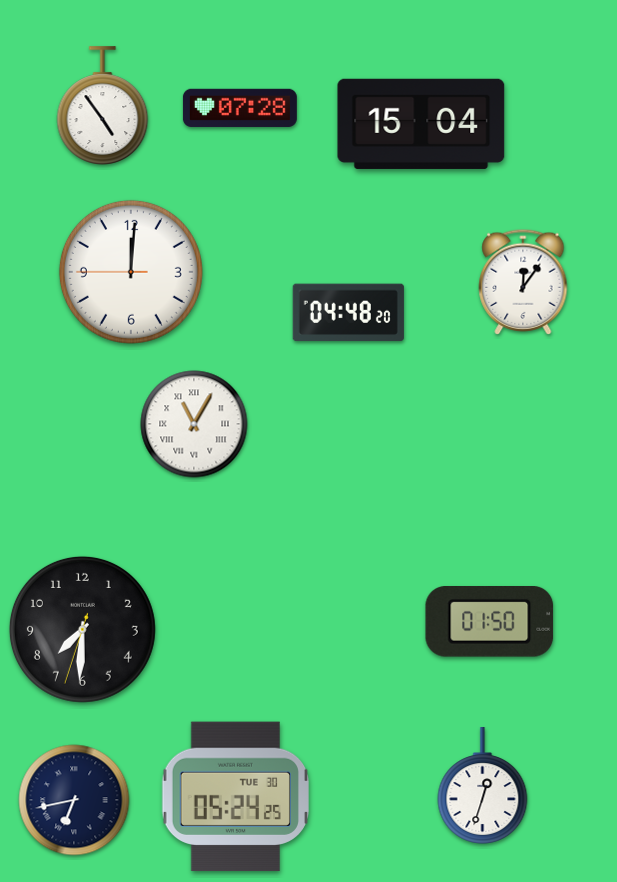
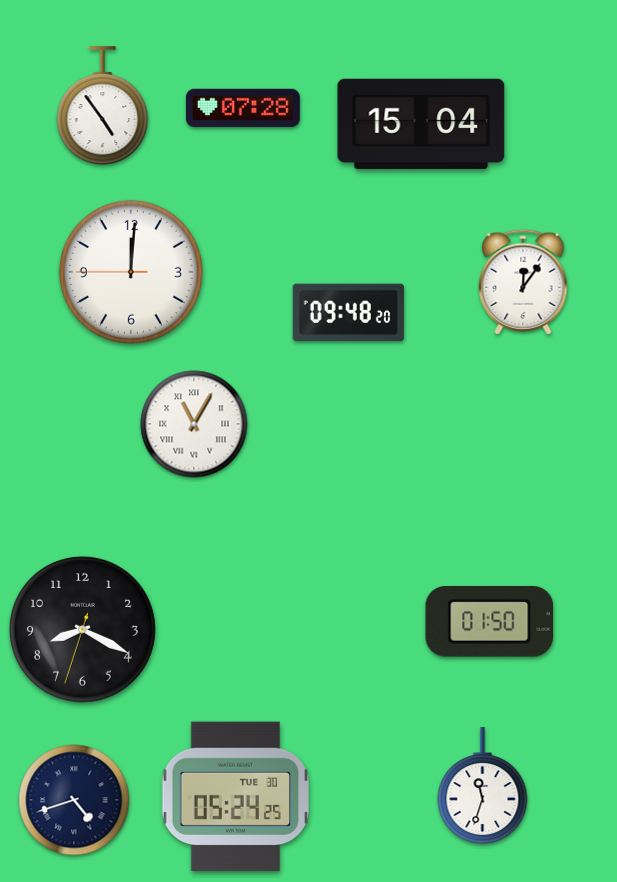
clock at (240, 108) position: (240, 108) -> (243, 108)
clock at (348, 313): 04:48 -> 09:48
clock at (82, 629): 7:30 -> 8:19
clock at (483, 786): 12:33 -> 11:33
clock at (74, 800): 6:43 -> 4:42
